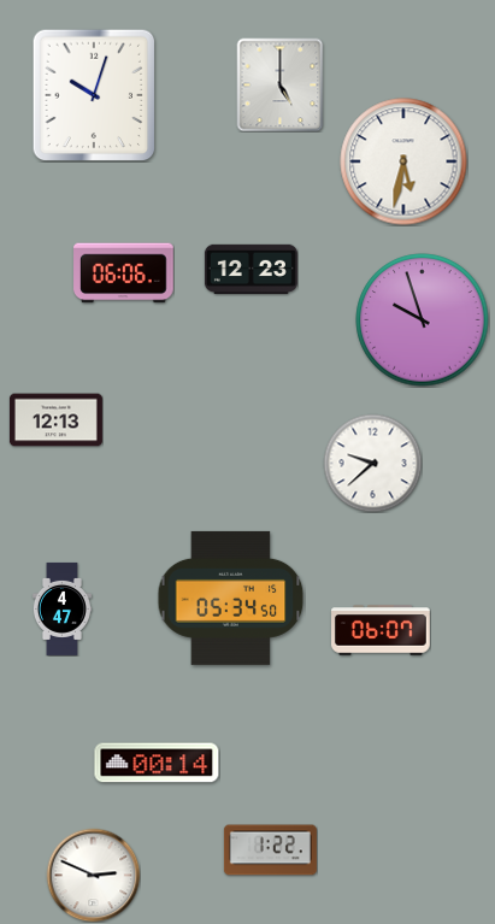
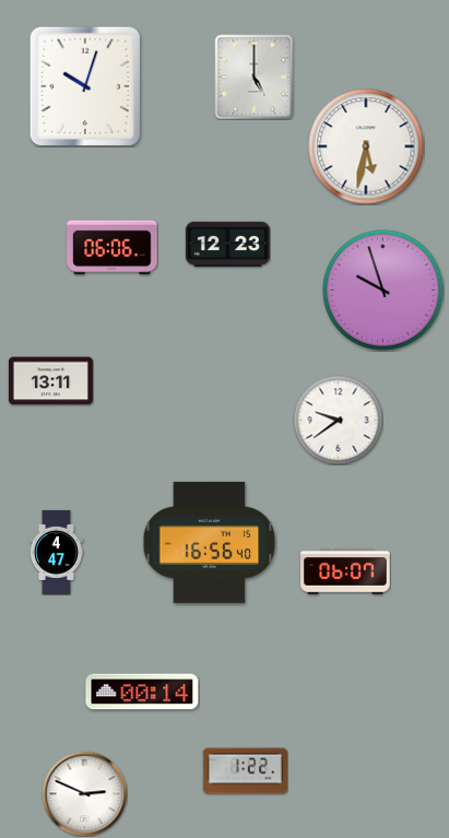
clock at (55, 420): 12:13 -> 13:11
clock at (372, 463): 9:38 -> 9:39
clock at (231, 598): 05:34 -> 16:56
